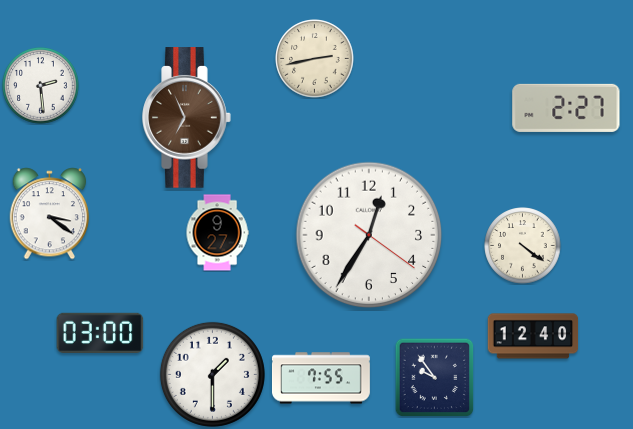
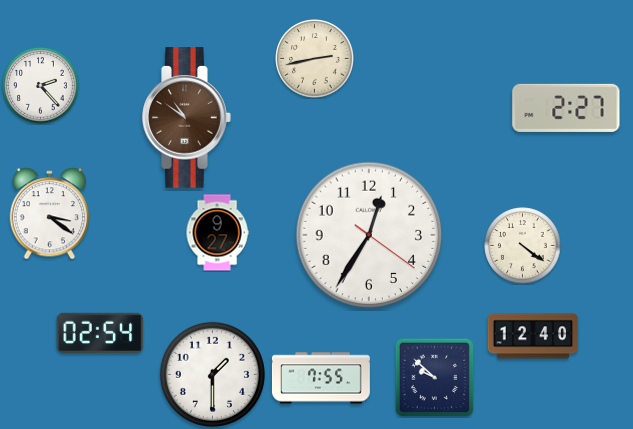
clock at (41, 86): 2:29 -> 2:23
clock at (187, 118): 6:56 -> 10:51
clock at (100, 332): 03:00 -> 02:54
clock at (434, 377): 9:54 -> 9:52
